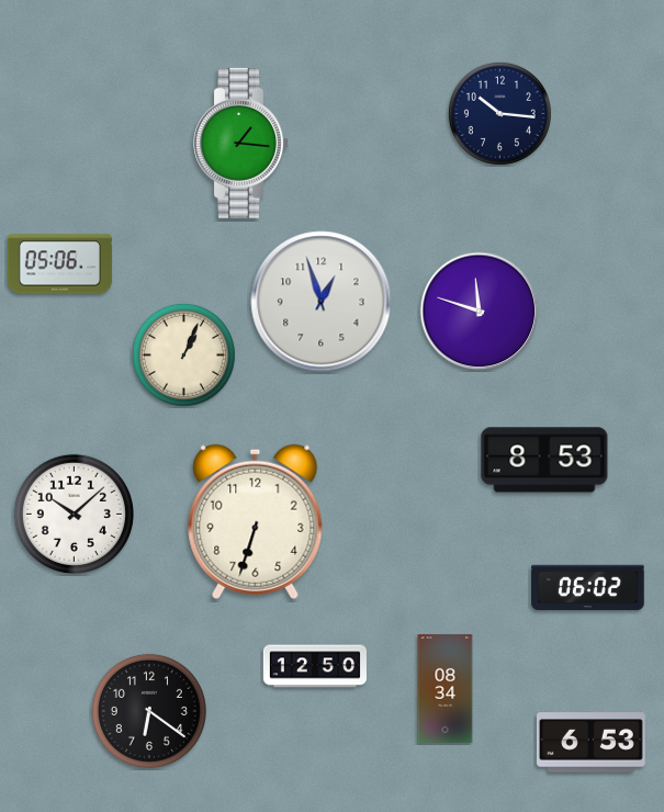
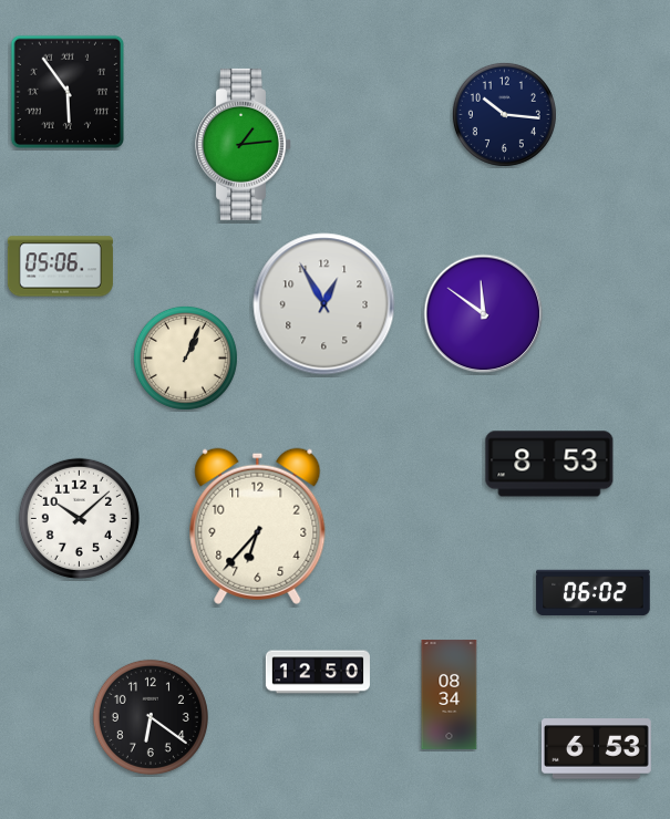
clock at (66, 91): none -> 5:54
clock at (241, 143): 1:16 -> 1:14
clock at (322, 302): 12:57 -> 12:55
clock at (480, 312): 11:48 -> 11:51
clock at (74, 514) position: (74, 514) -> (79, 518)
clock at (256, 521): 6:33 -> 6:37
